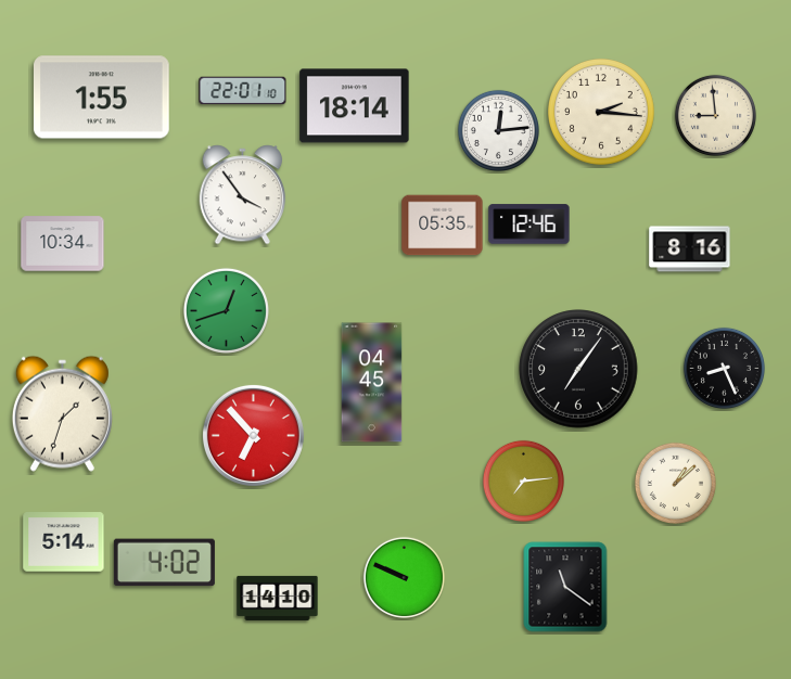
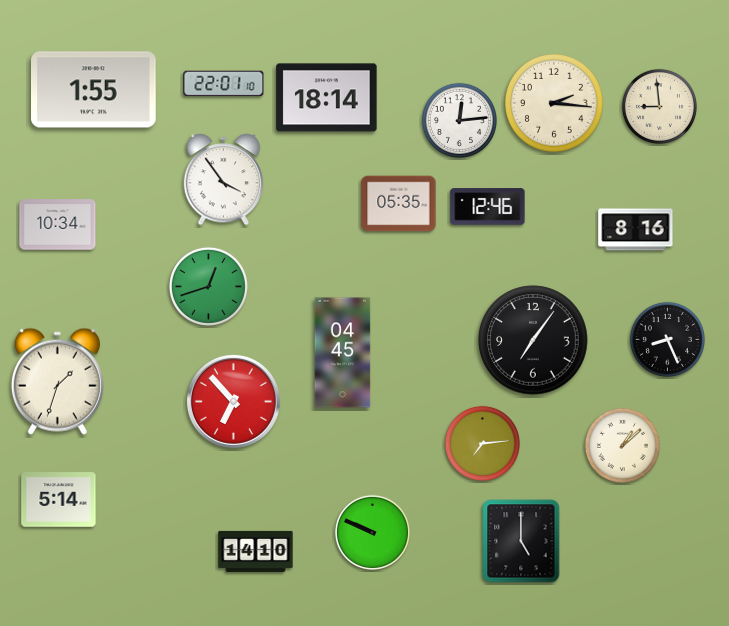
clock at (443, 226) position: (443, 226) -> (399, 204)
clock at (164, 563): 4:02 -> none
clock at (565, 587): 11:21 -> 5:00
